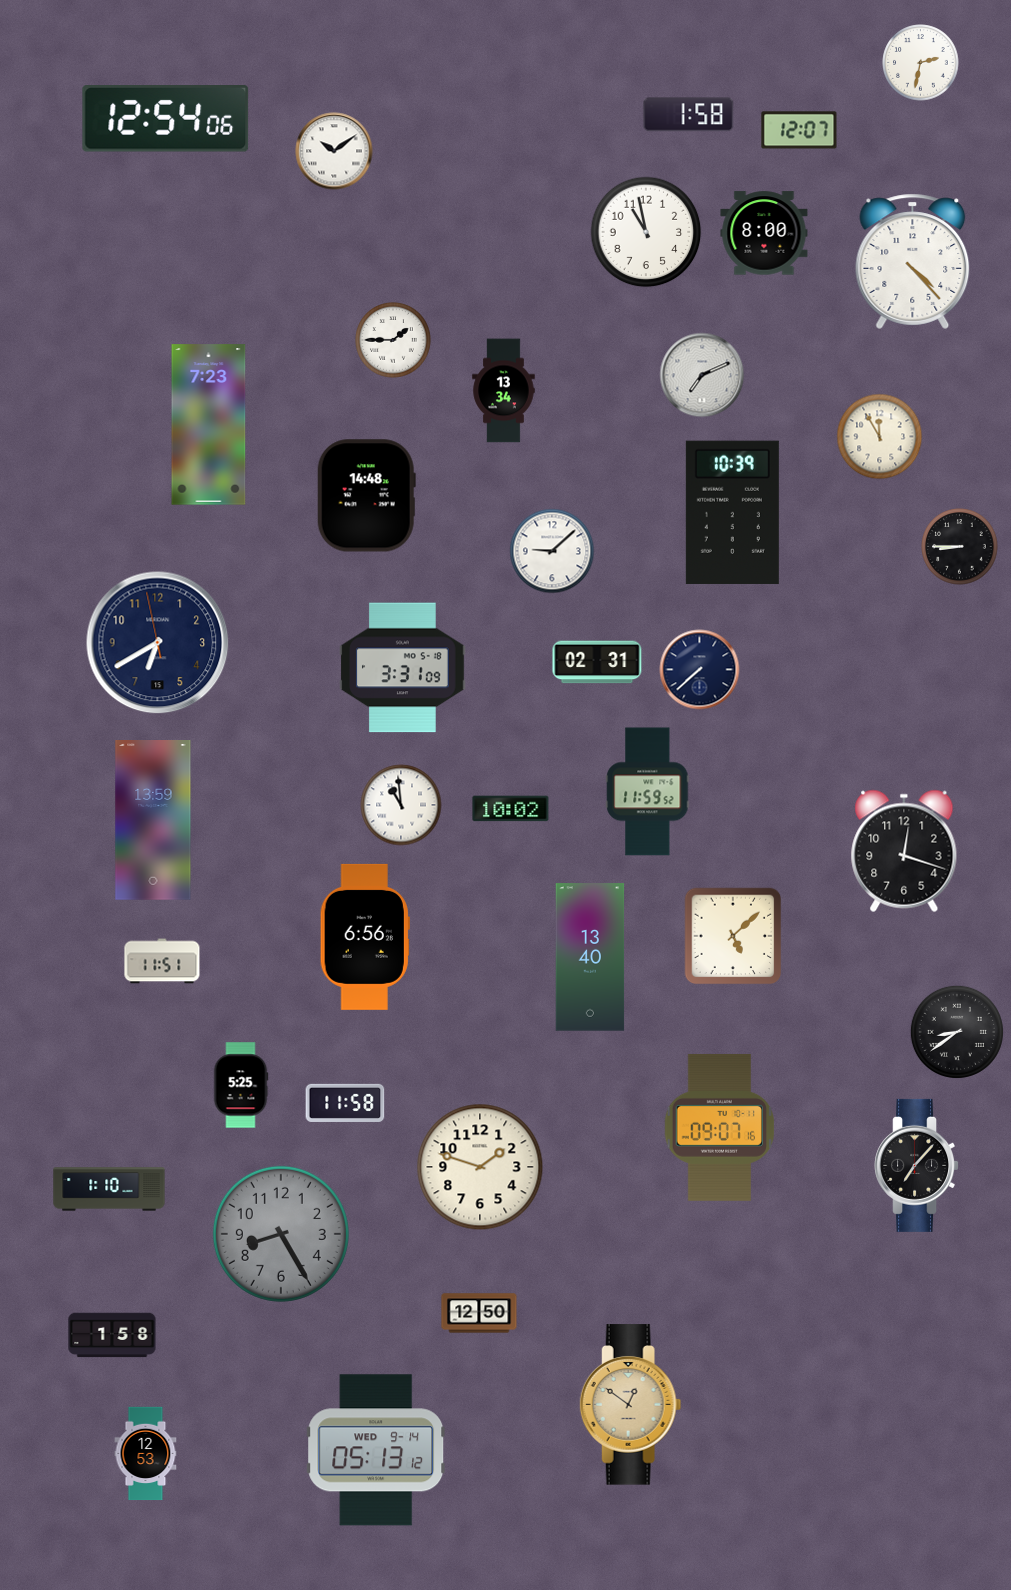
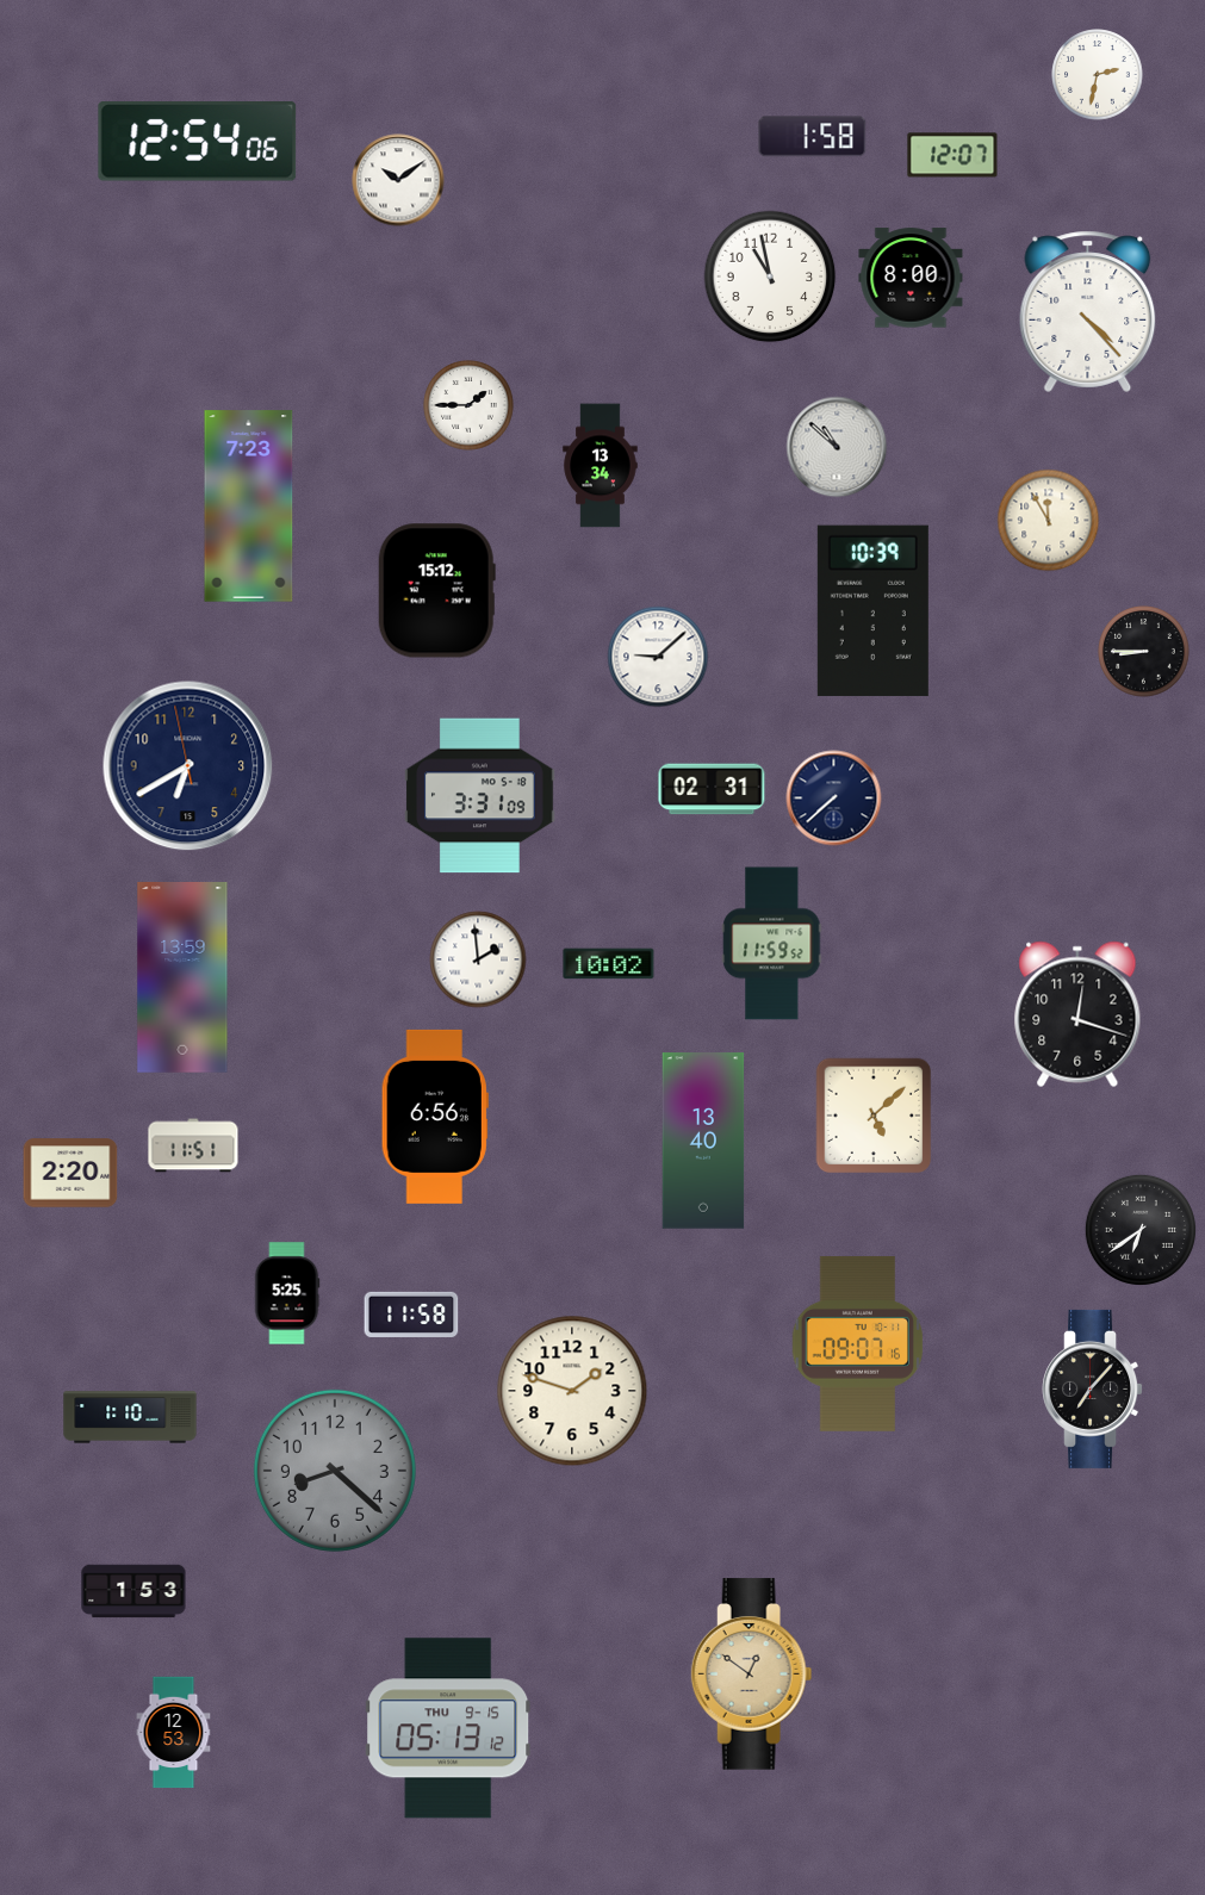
clock at (689, 115) position: (689, 115) -> (813, 137)
clock at (702, 375): 7:11 -> 10:52
clock at (366, 496): 14:48 -> 15:12
clock at (401, 805): 10:59 -> 1:59
clock at (70, 1173): none -> 2:20
clock at (957, 1032): 8:39 -> 6:39
clock at (281, 1234): 8:25 -> 8:22
clock at (479, 1313): 12:50 -> none
clock at (112, 1335): 1:58 -> 1:53
clock at (376, 1450) date: WED 9-14 -> THU 9-15
